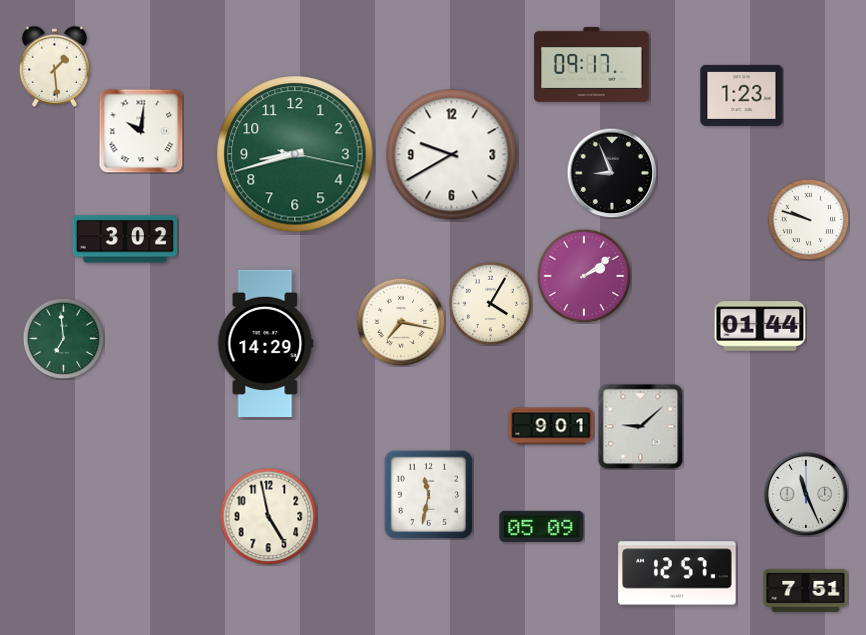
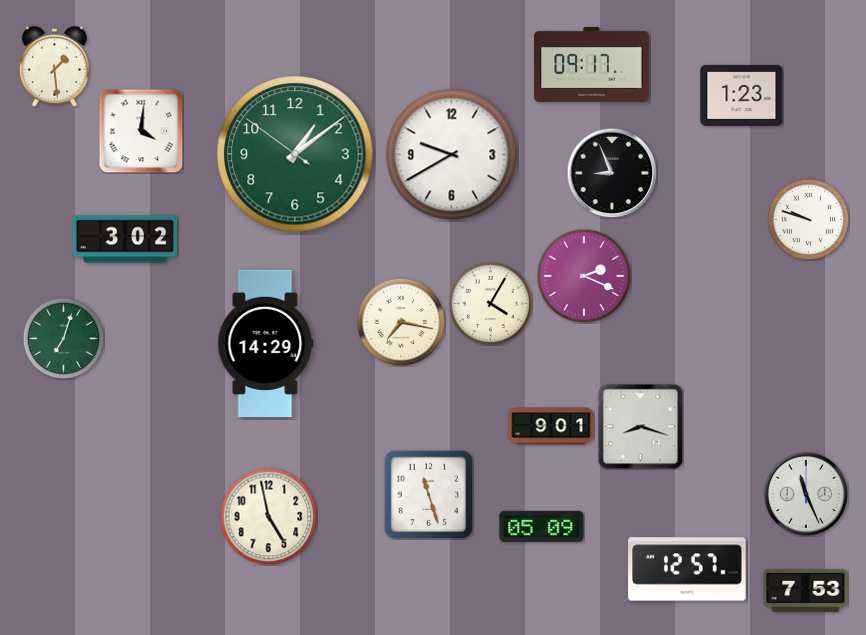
clock at (141, 131): 10:01 -> 4:01
clock at (295, 154): 8:42 -> 1:08
clock at (584, 276): 2:09 -> 2:19
clock at (760, 326): 01:44 -> none
clock at (63, 338): 6:59 -> 7:03
clock at (640, 426): 9:08 -> 8:18
clock at (428, 494): 11:32 -> 11:27
clock at (677, 573) position: (677, 573) -> (687, 569)
clock at (806, 590): 7:51 -> 7:53
